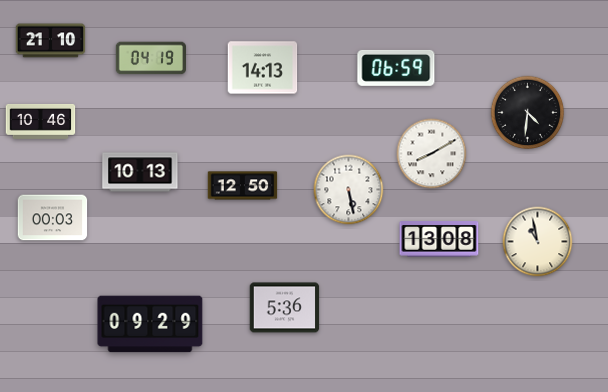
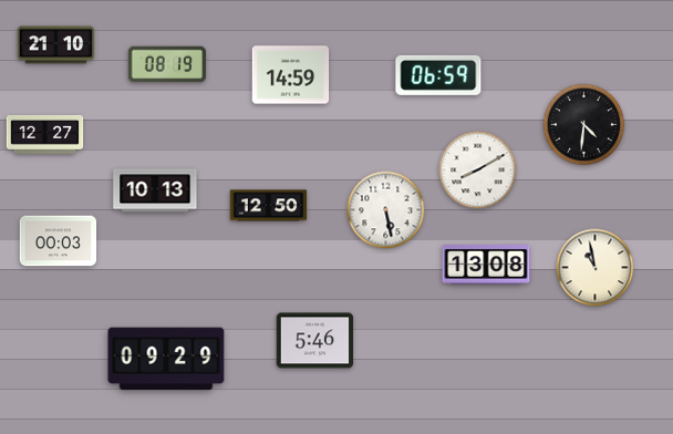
clock at (150, 58): 04:19 -> 08:19
clock at (263, 68): 14:13 -> 14:59
clock at (41, 121): 10:46 -> 12:27
clock at (285, 308): 5:36 -> 5:46
